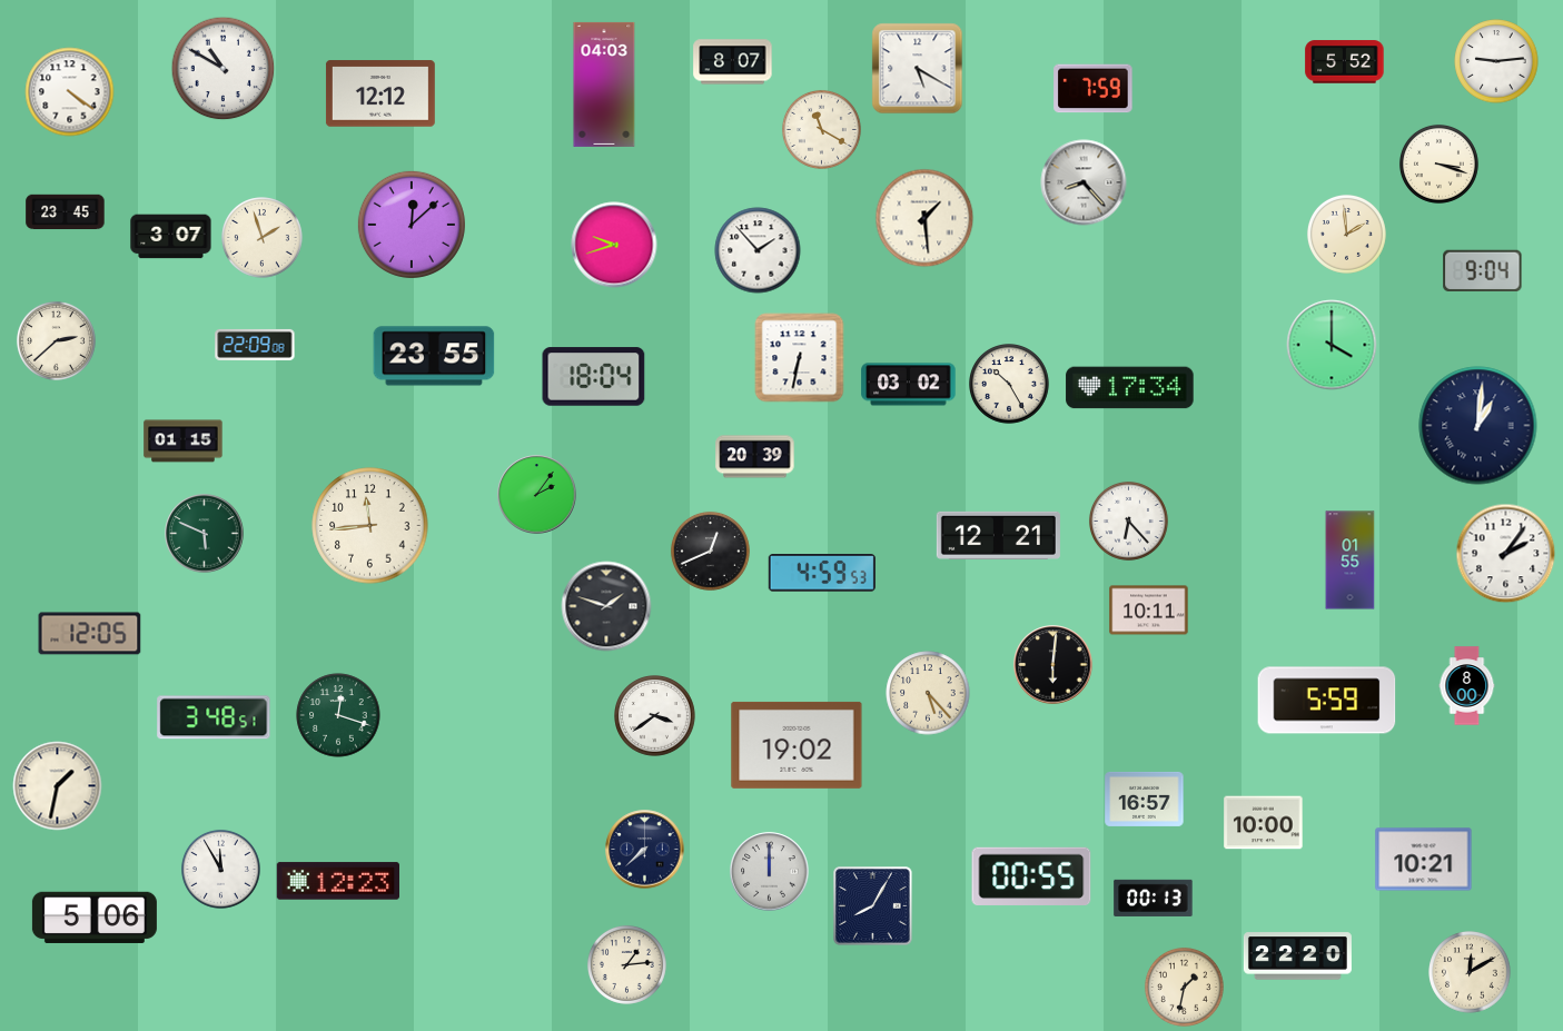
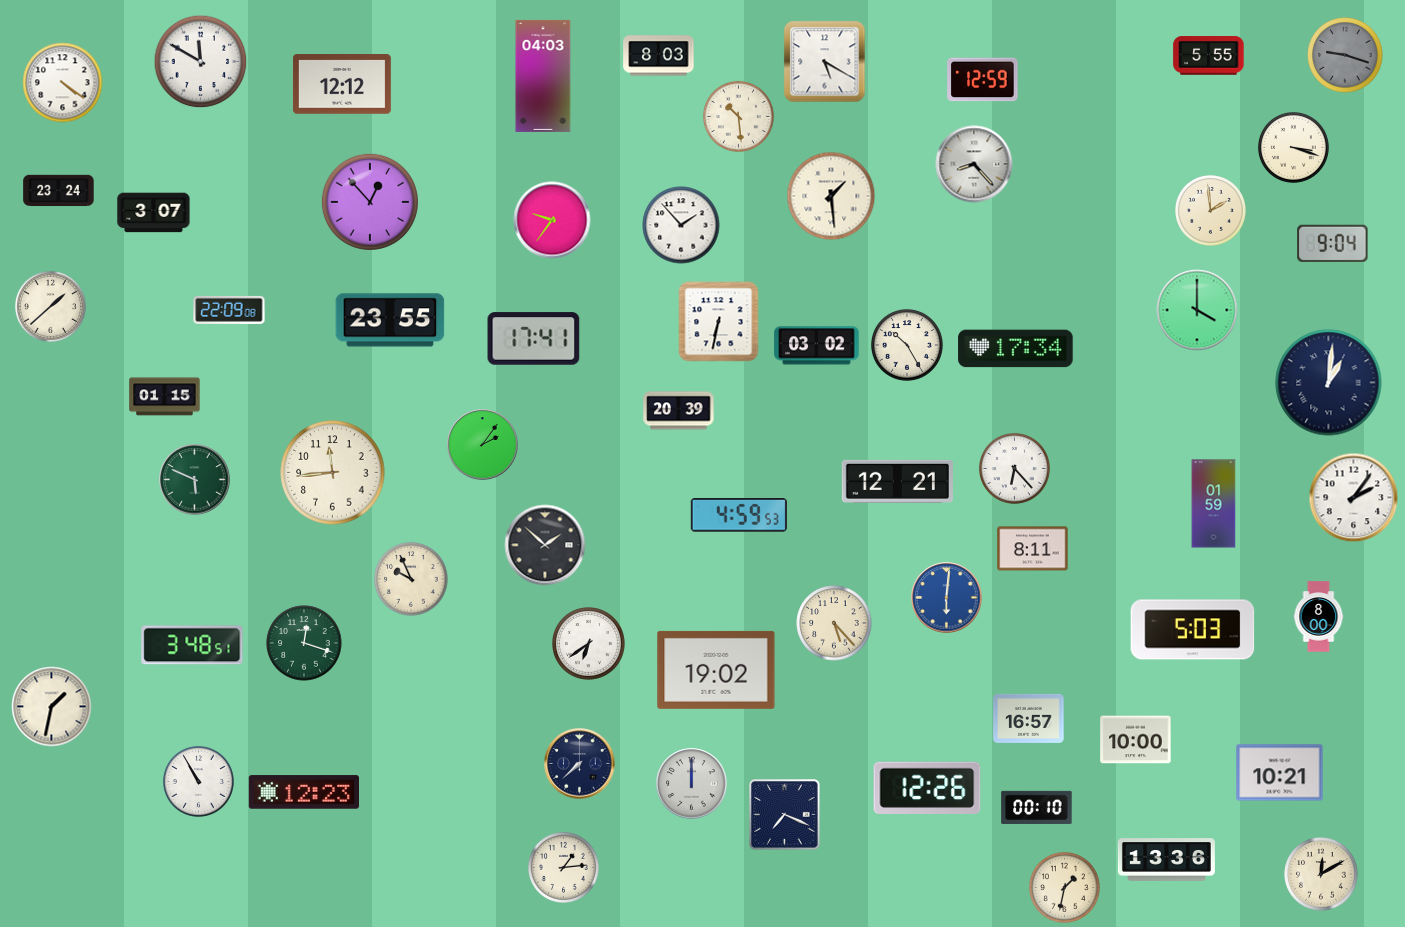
clock at (1496, 61): 9:14 -> 9:18
clock at (1496, 61) dial: white -> grey
clock at (733, 62): 8:07 -> 8:03
clock at (1345, 62): 5:52 -> 5:55
clock at (224, 69): 10:50 -> 11:50
clock at (1094, 89): 7:59 -> 12:59
clock at (821, 129): 11:20 -> 10:29
clock at (66, 212): 23:45 -> 23:24
clock at (412, 225): 12:08 -> 12:53
clock at (263, 238): 1:57 -> none
clock at (614, 245): 9:42 -> 9:36
clock at (56, 340): 2:38 -> 1:38
clock at (594, 377): 18:04 -> 17:41
clock at (205, 534) position: (205, 534) -> (195, 480)
clock at (710, 551): 12:41 -> none
clock at (1351, 561): 01:55 -> 01:59
clock at (606, 606): 1:48 -> 1:52
clock at (1149, 611): 10:11 -> 8:11
clock at (90, 634): 12:05 -> none
clock at (411, 579): none -> 9:56
clock at (1053, 665) dial: black -> blue
clock at (1327, 701): 5:59 -> 5:03
clock at (655, 716): 3:39 -> 6:39
clock at (220, 869): 11:55 -> 10:55
clock at (1031, 876): 00:55 -> 12:26
clock at (1154, 898): 00:13 -> 00:10
clock at (873, 906): 8:05 -> 7:19
clock at (95, 918): 5:06 -> none
clock at (1297, 956): 22:20 -> 13:36
